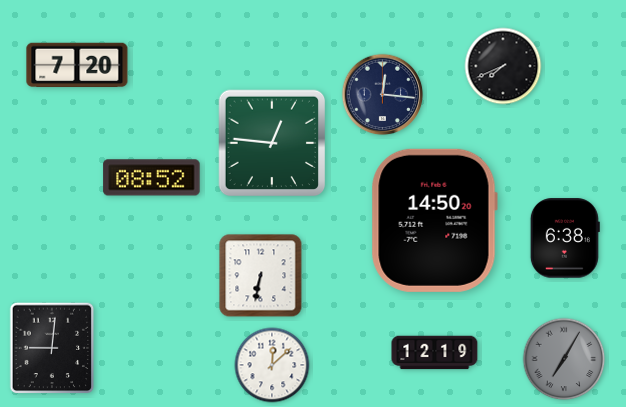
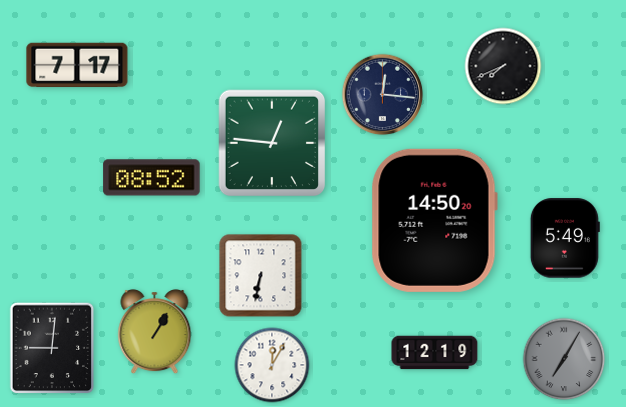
clock at (77, 65): 7:20 -> 7:17
clock at (565, 238): 6:38 -> 5:49
clock at (155, 332): none -> 1:05
clock at (272, 365): 12:08 -> 12:05
